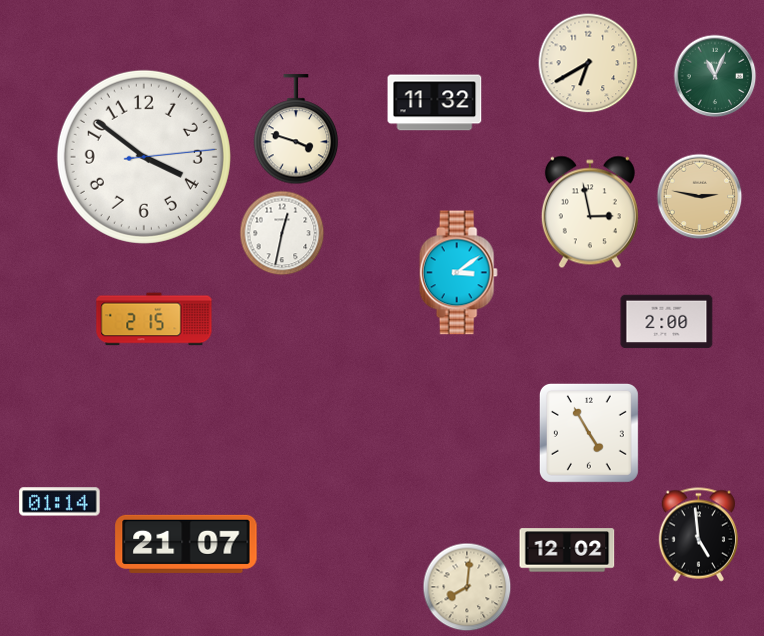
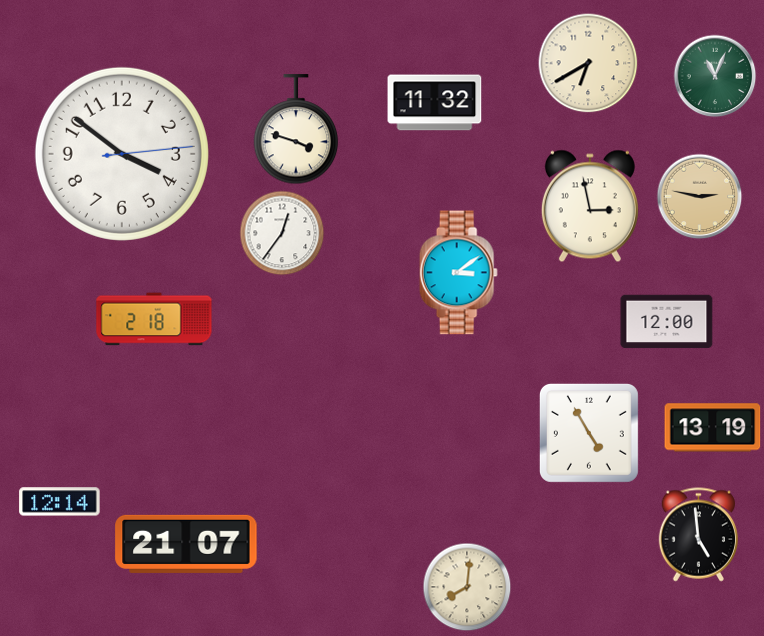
clock at (144, 157) position: (144, 157) -> (122, 154)
clock at (590, 212) position: (590, 212) -> (590, 206)
clock at (282, 233): 12:32 -> 12:36
clock at (154, 319): 2:15 -> 2:18
clock at (667, 322): 2:00 -> 12:00
clock at (713, 428): none -> 13:19
clock at (60, 502): 01:14 -> 12:14
clock at (567, 550): 12:02 -> none
